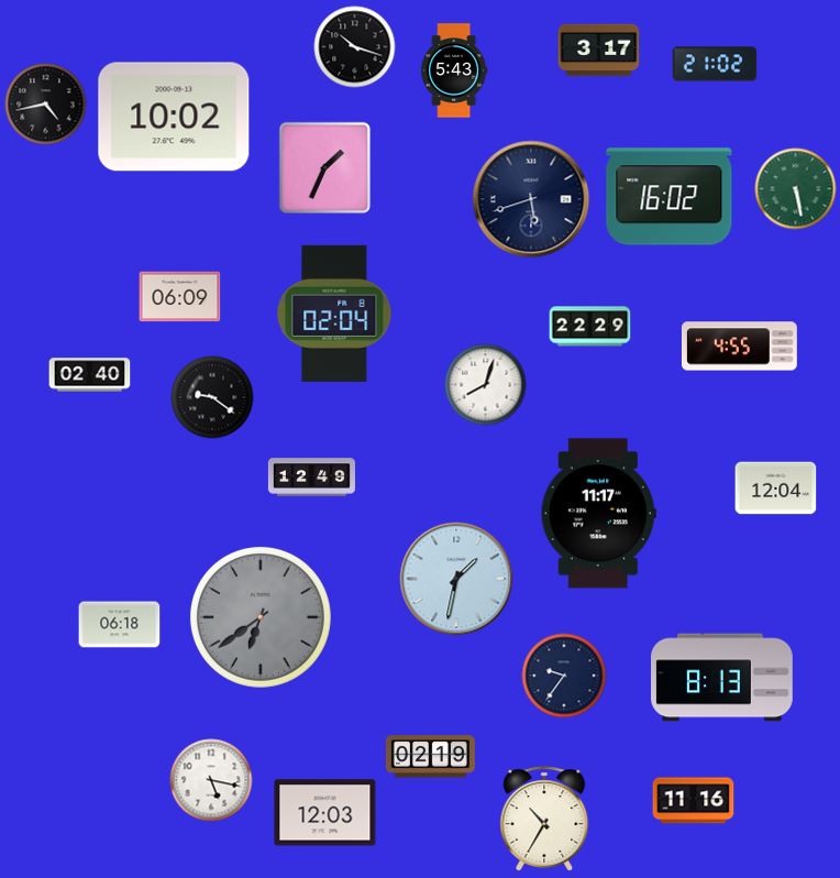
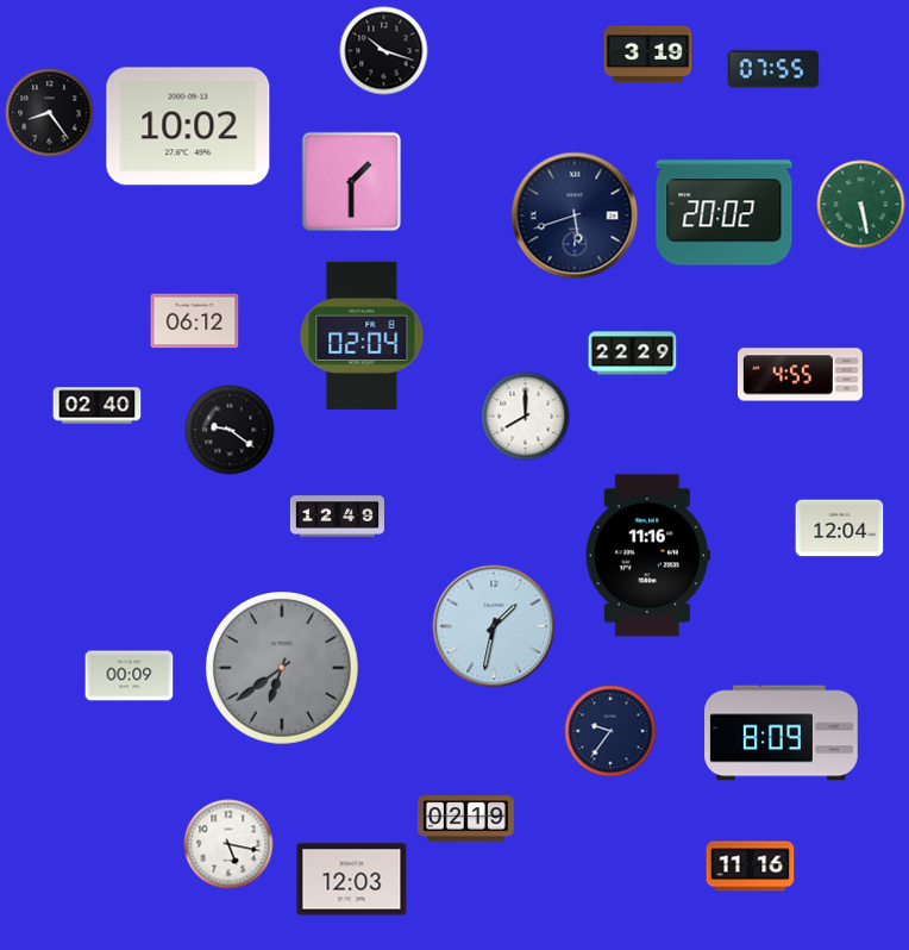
clock at (599, 51): 3:17 -> 3:19
clock at (715, 64): 21:02 -> 07:55
clock at (454, 70): 5:43 -> none
clock at (46, 105): 4:43 -> 8:24
clock at (324, 167): 1:34 -> 1:30
clock at (670, 197): 16:02 -> 20:02
clock at (180, 297): 06:09 -> 06:12
clock at (334, 314) position: (334, 314) -> (362, 336)
clock at (590, 327) position: (590, 327) -> (633, 354)
clock at (486, 385): 8:03 -> 8:00
clock at (598, 514): 11:17 -> 11:16
clock at (120, 625): 06:18 -> 00:09
clock at (722, 678): 8:13 -> 8:09
clock at (544, 819): 10:35 -> none
